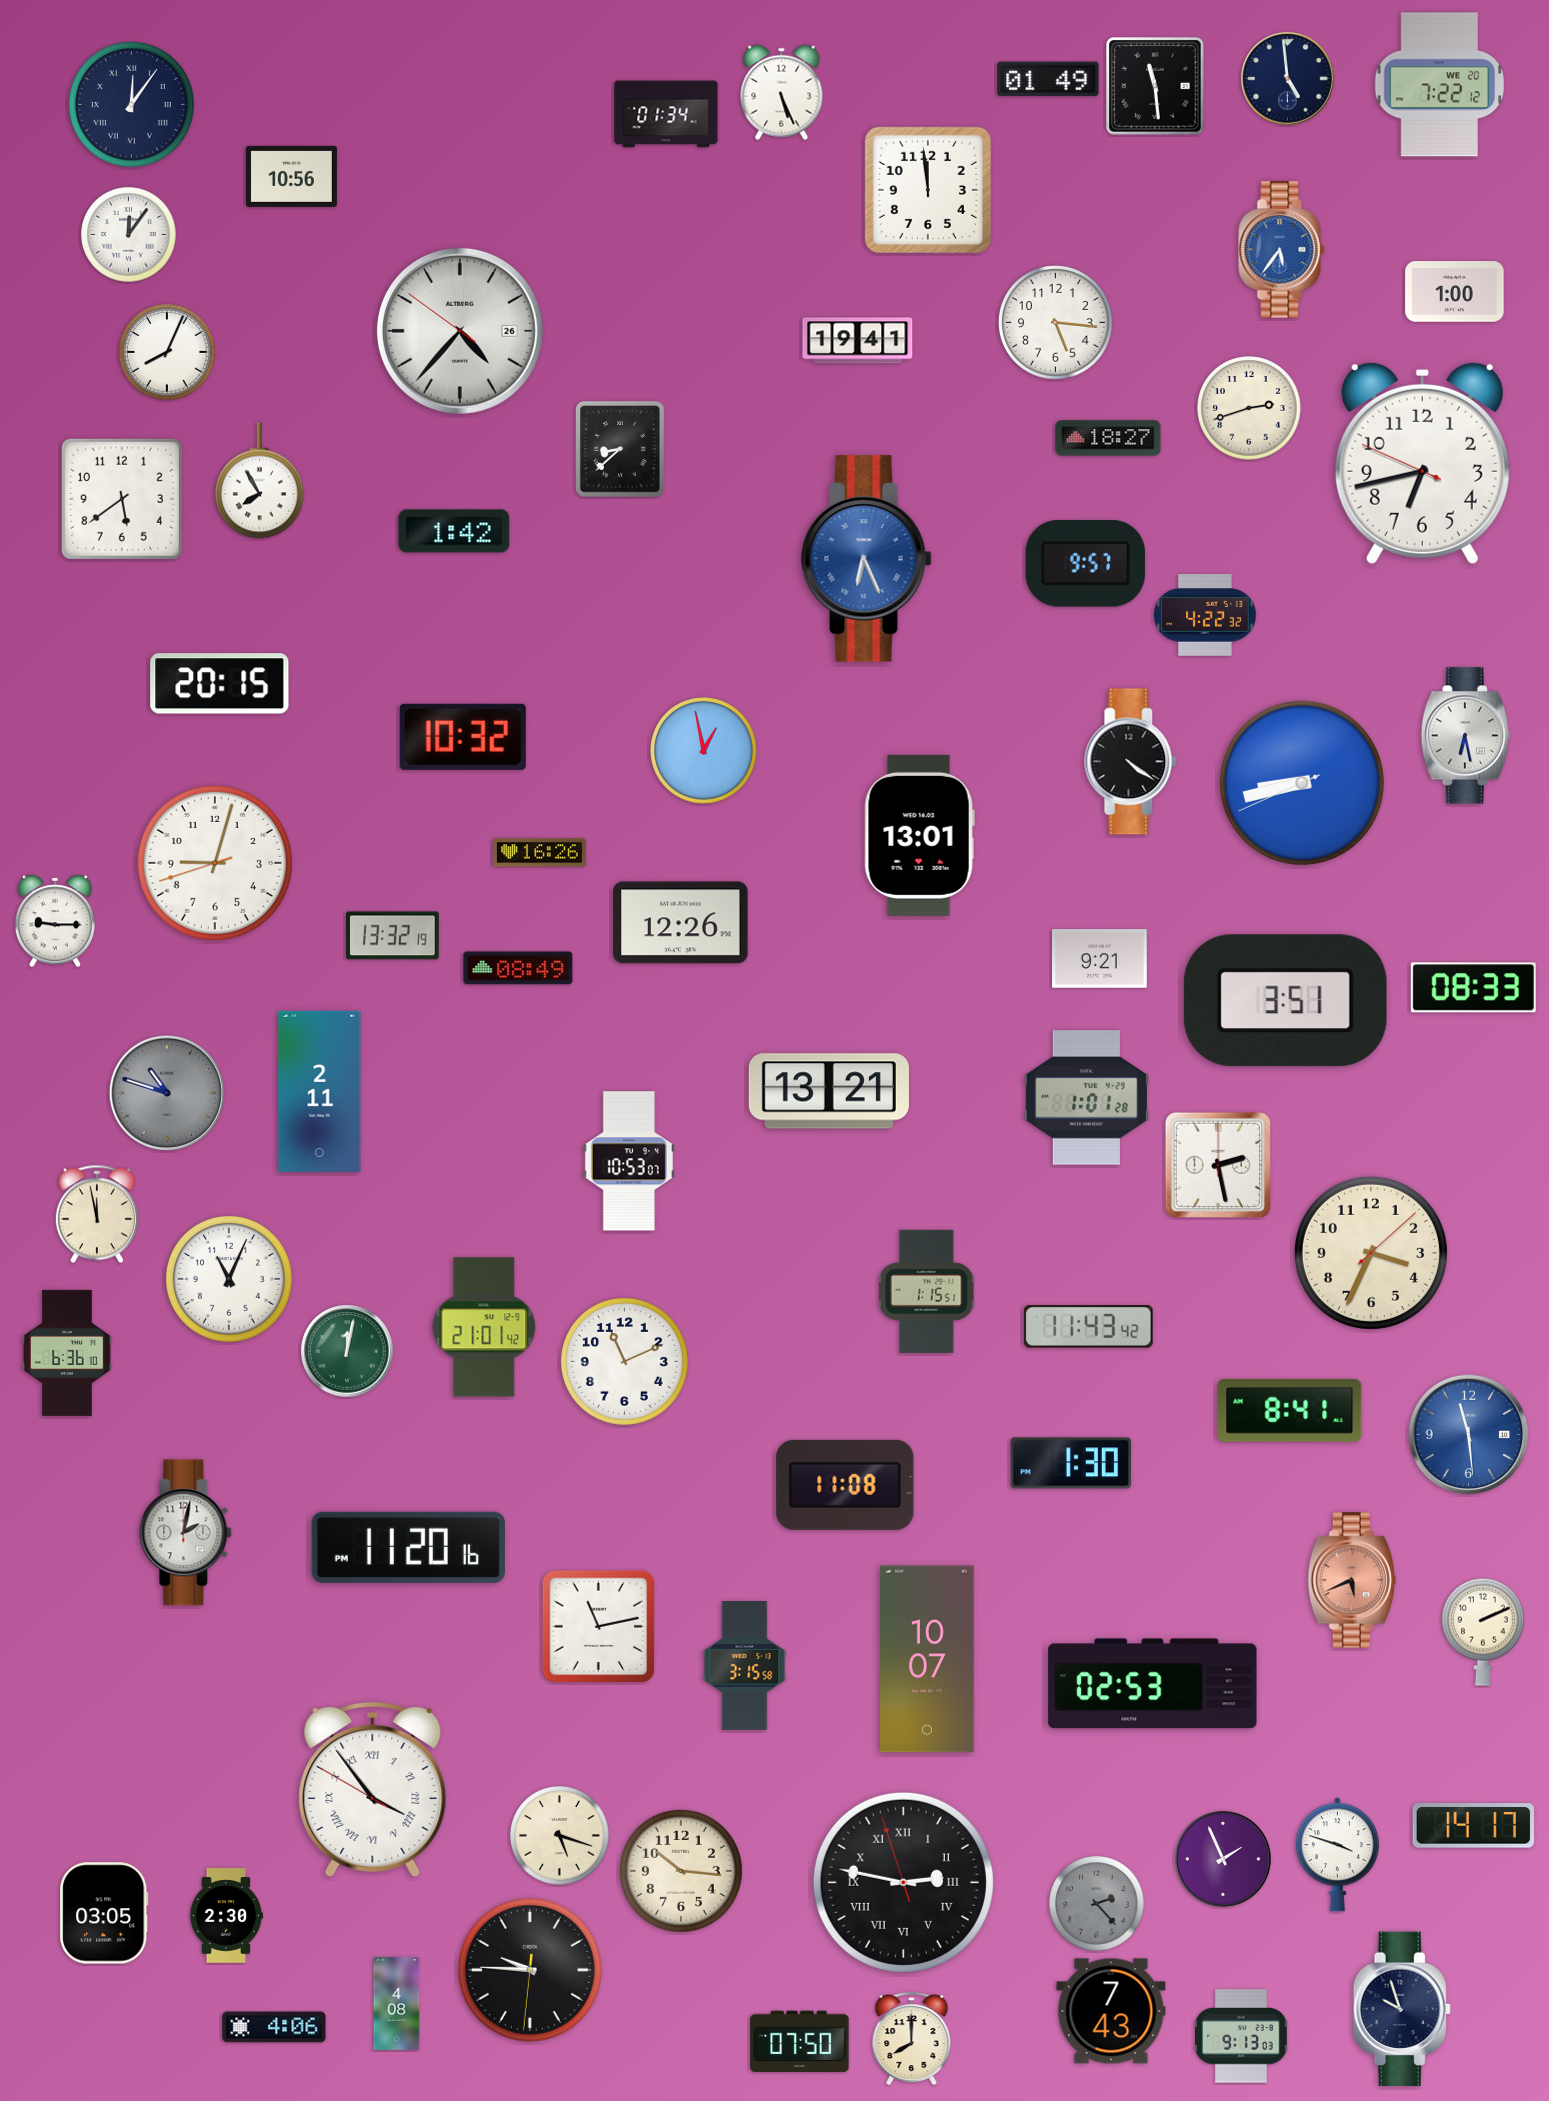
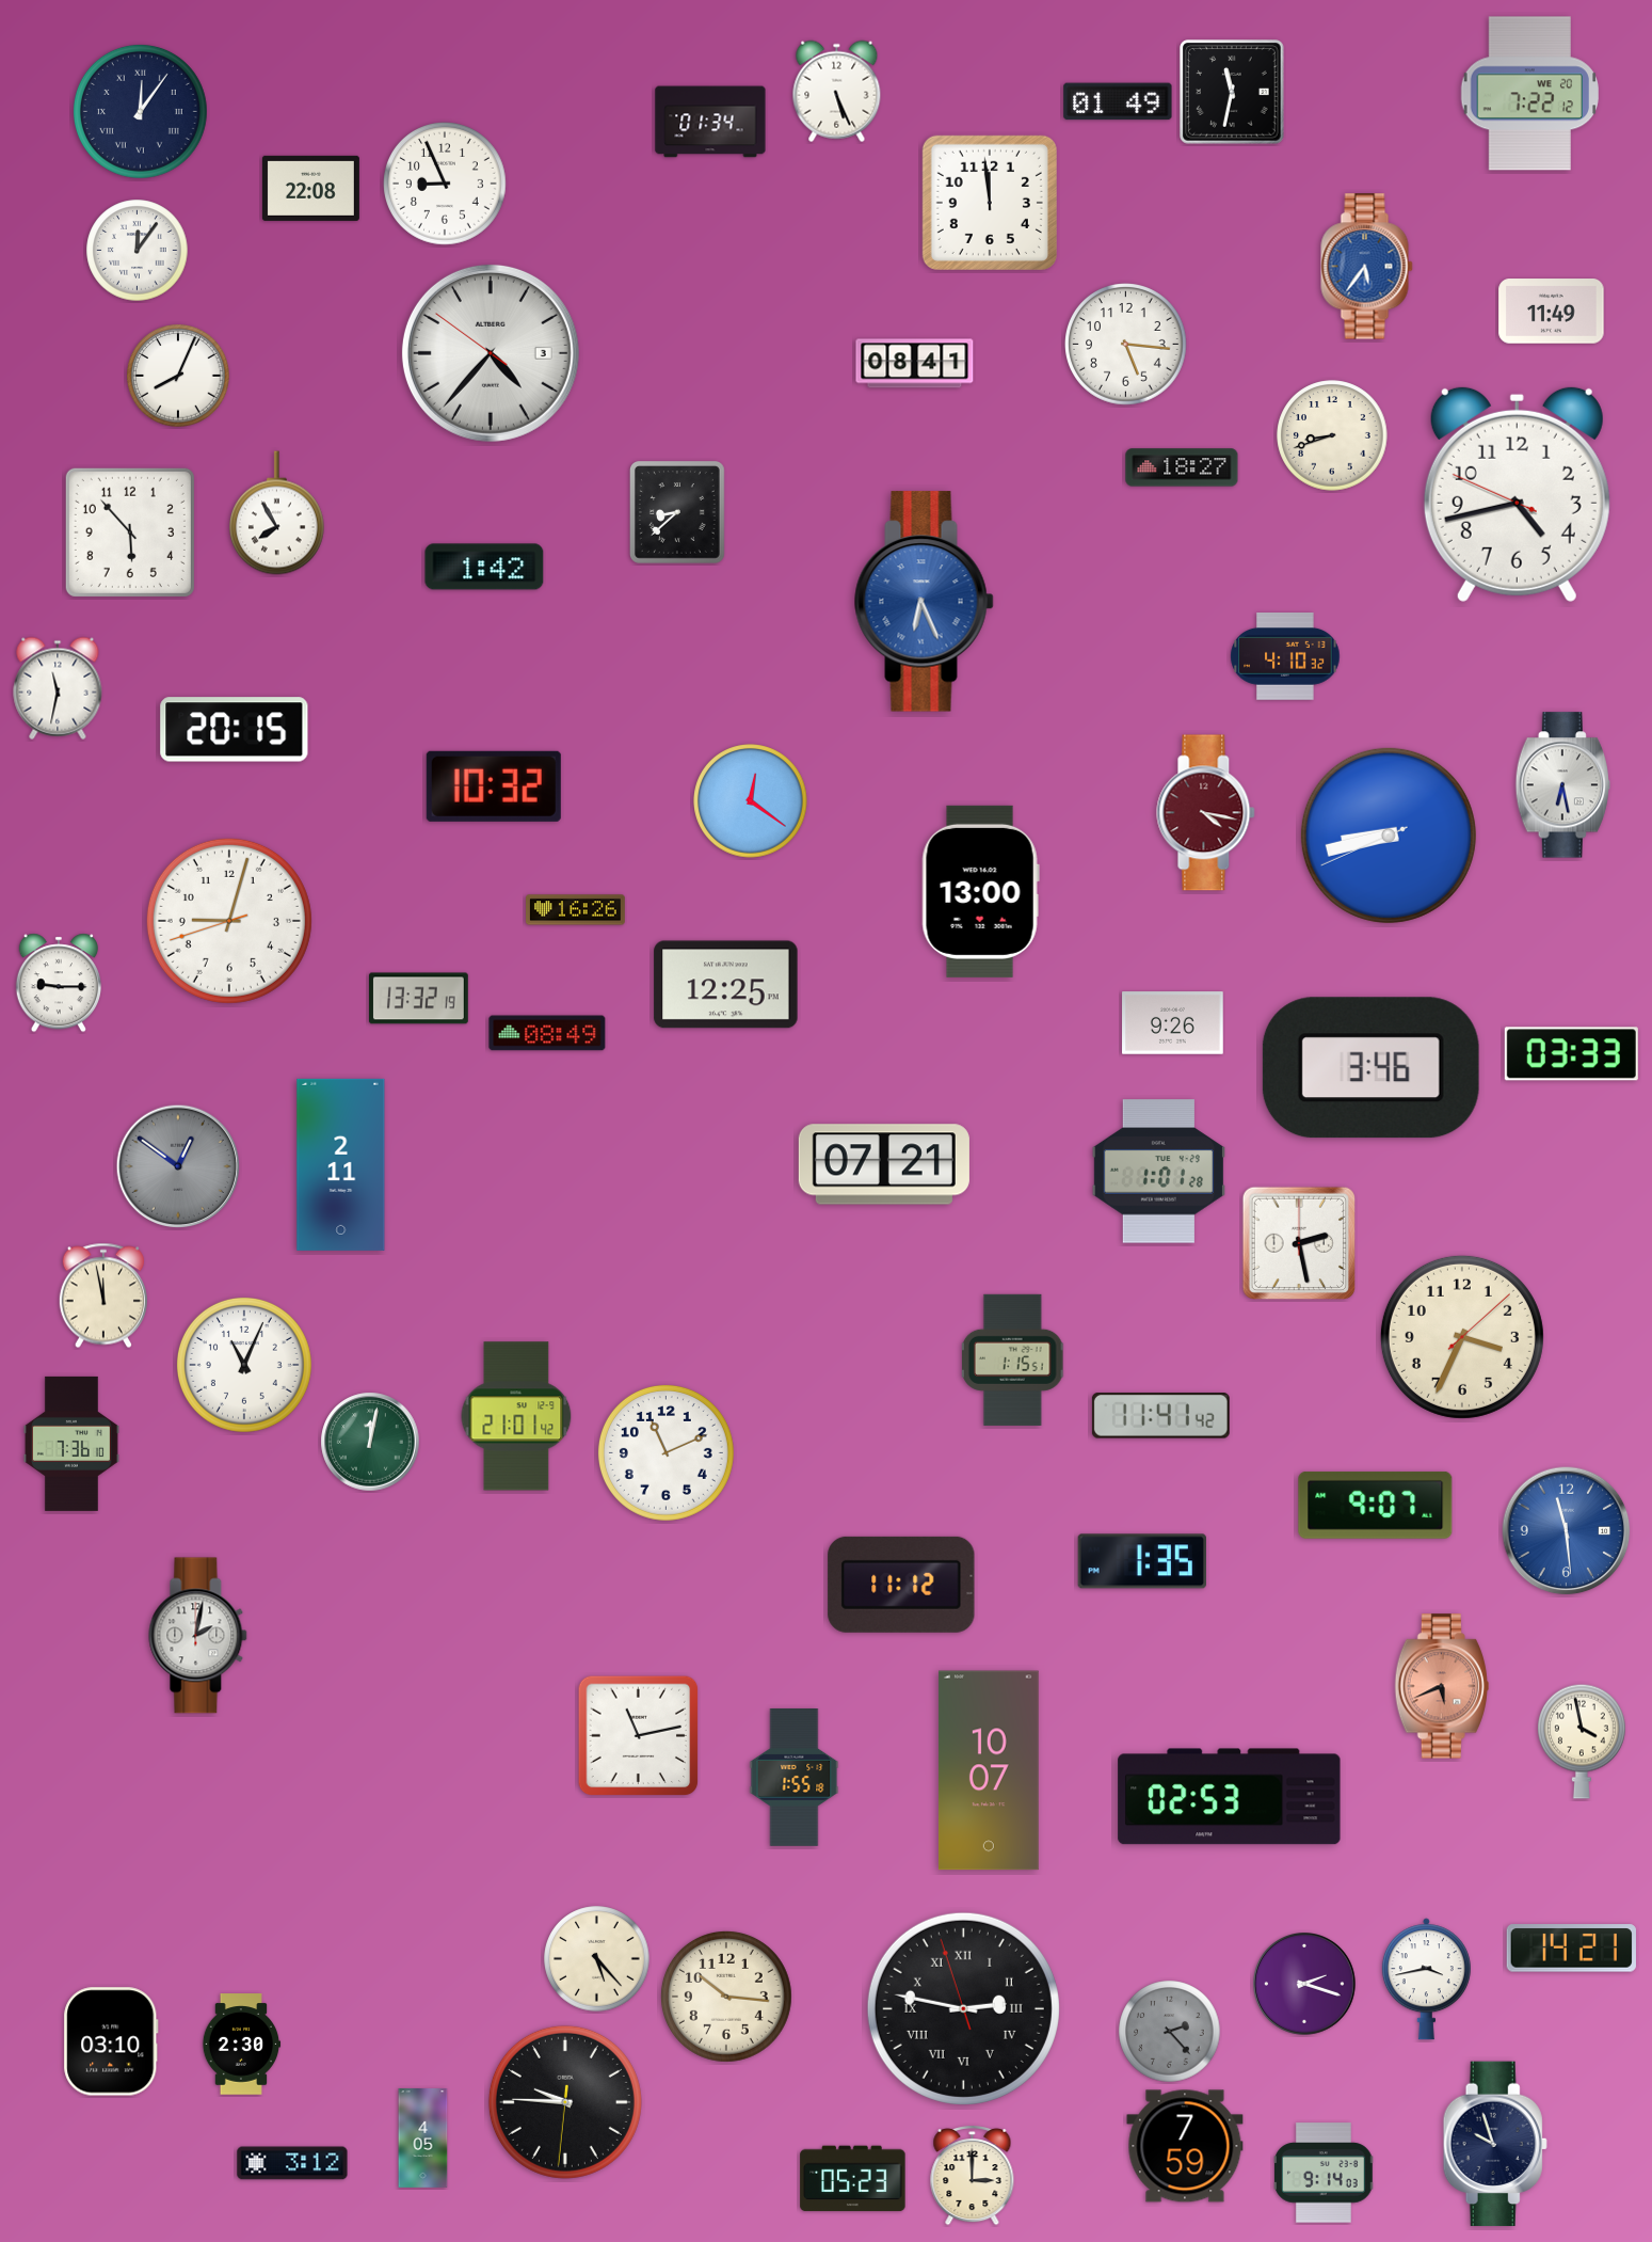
clock at (1048, 79) position: (1048, 79) -> (1118, 101)
clock at (1288, 79): 4:59 -> none
clock at (1439, 85) position: (1439, 85) -> (1529, 94)
clock at (1155, 86): 11:29 -> 11:32
clock at (782, 93) position: (782, 93) -> (837, 92)
clock at (446, 185): none -> 8:56
clock at (291, 176): 10:56 -> 22:08
clock at (1455, 292): 1:00 -> 11:49
clock at (460, 331) date: 26 -> 3
clock at (858, 341): 19:41 -> 08:41
clock at (1249, 408): 2:42 -> 8:42
clock at (620, 450) position: (620, 450) -> (677, 513)
clock at (1422, 463): 6:42 -> 4:42
clock at (122, 499): 5:39 -> 5:53
clock at (867, 559) position: (867, 559) -> (925, 602)
clock at (1085, 564): 9:57 -> none
clock at (1205, 616): 4:22 -> 4:10
clock at (58, 688): none -> 11:32
clock at (704, 751): 12:58 -> 12:21
clock at (1131, 762): 4:21 -> 4:17
clock at (1131, 762) dial: black -> burgundy
clock at (919, 835): 13:01 -> 13:00
clock at (681, 923): 12:26 -> 12:25
clock at (1100, 959): 9:21 -> 9:26
clock at (518, 968) position: (518, 968) -> (547, 1033)
clock at (1473, 988): 08:33 -> 03:33
clock at (1285, 1001): 3:51 -> 3:46
clock at (829, 1091): 13:21 -> 07:21
clock at (167, 1093): 10:48 -> 12:51
clock at (629, 1161): 10:53 -> none
clock at (927, 1291) position: (927, 1291) -> (1013, 1359)
clock at (1088, 1327): 11:43 -> 11:41
clock at (67, 1353): 6:36 -> 7:36
clock at (1290, 1410): 8:41 -> 9:07
clock at (1070, 1463): 1:30 -> 1:35
clock at (845, 1485): 11:08 -> 11:12
clock at (408, 1547): 11:20 -> none
clock at (1484, 1632): 2:11 -> 3:58
clock at (745, 1666): 3:15 -> 1:55
clock at (373, 1789): 3:53 -> none
clock at (1473, 1826): 14:17 -> 14:21
clock at (560, 1836): 5:18 -> 5:23
clock at (1337, 1855): 3:48 -> 3:43
clock at (1224, 1860): 1:56 -> 2:18
clock at (104, 1913): 03:05 -> 03:10
clock at (397, 2004): 4:08 -> 4:05
clock at (1111, 2011): 7:43 -> 7:59
clock at (274, 2027): 4:06 -> 3:12
clock at (1242, 2036): 9:13 -> 9:14
clock at (912, 2039): 8:00 -> 3:00
clock at (800, 2042): 07:50 -> 05:23
